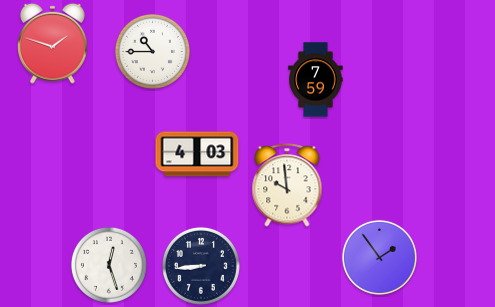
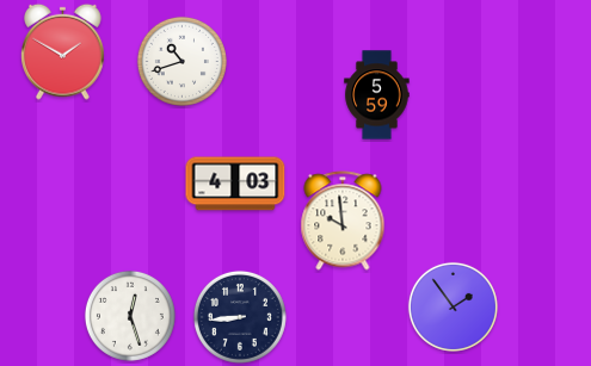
clock at (53, 43): 1:48 -> 1:50
clock at (152, 51): 10:45 -> 10:42
clock at (316, 80): 7:59 -> 5:59
